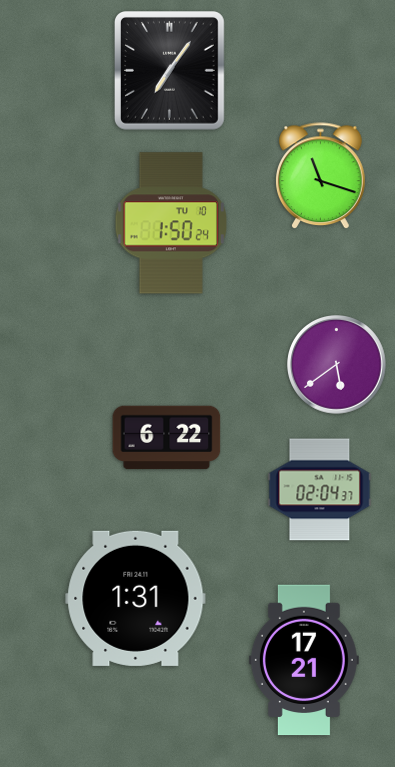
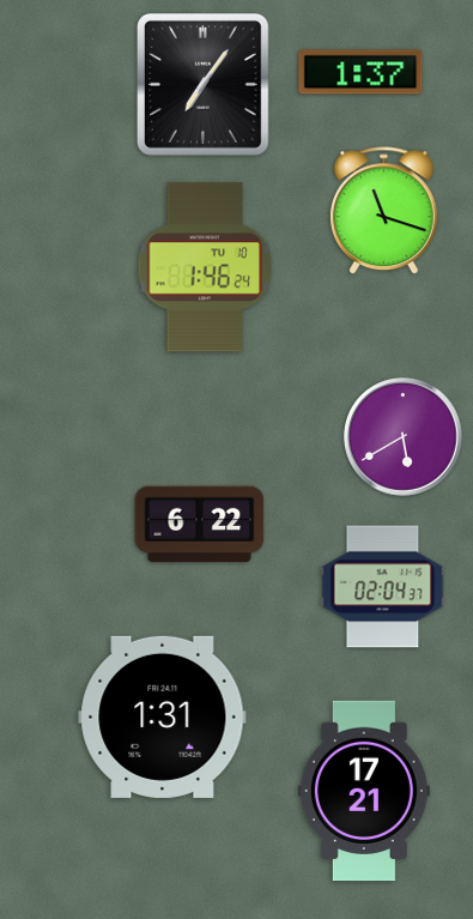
clock at (360, 72): none -> 1:37
clock at (170, 223): 1:50 -> 1:46
clock at (337, 365): 5:39 -> 5:40
